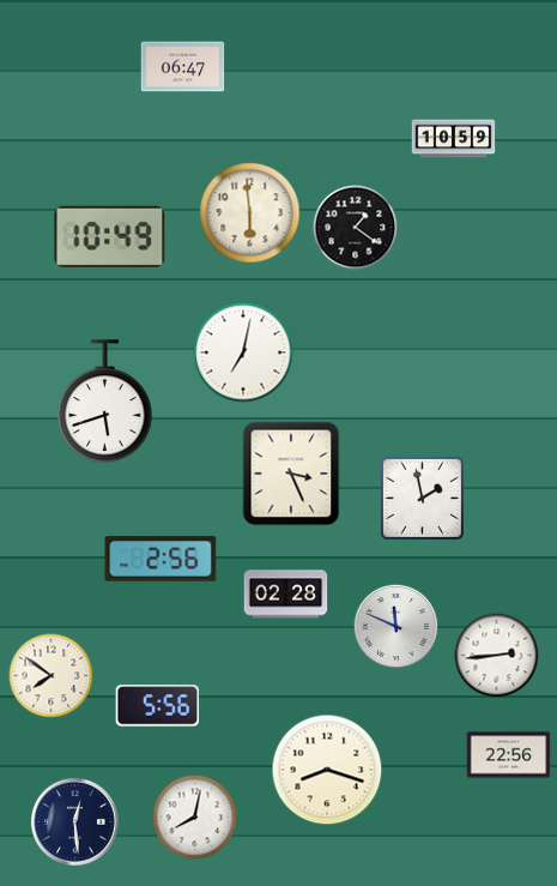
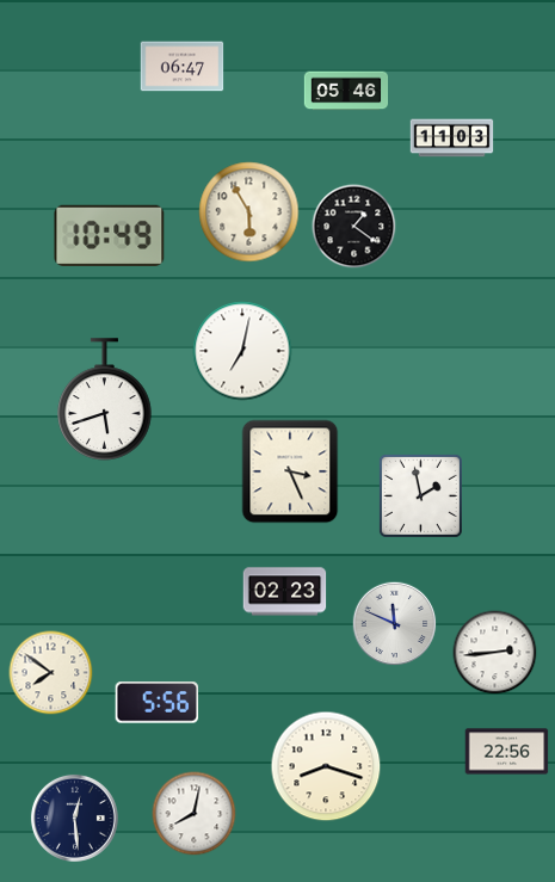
clock at (346, 91): none -> 05:46
clock at (454, 139): 10:59 -> 11:03
clock at (250, 213): 5:59 -> 5:55
clock at (161, 559): 2:56 -> none
clock at (286, 595): 02:28 -> 02:23
